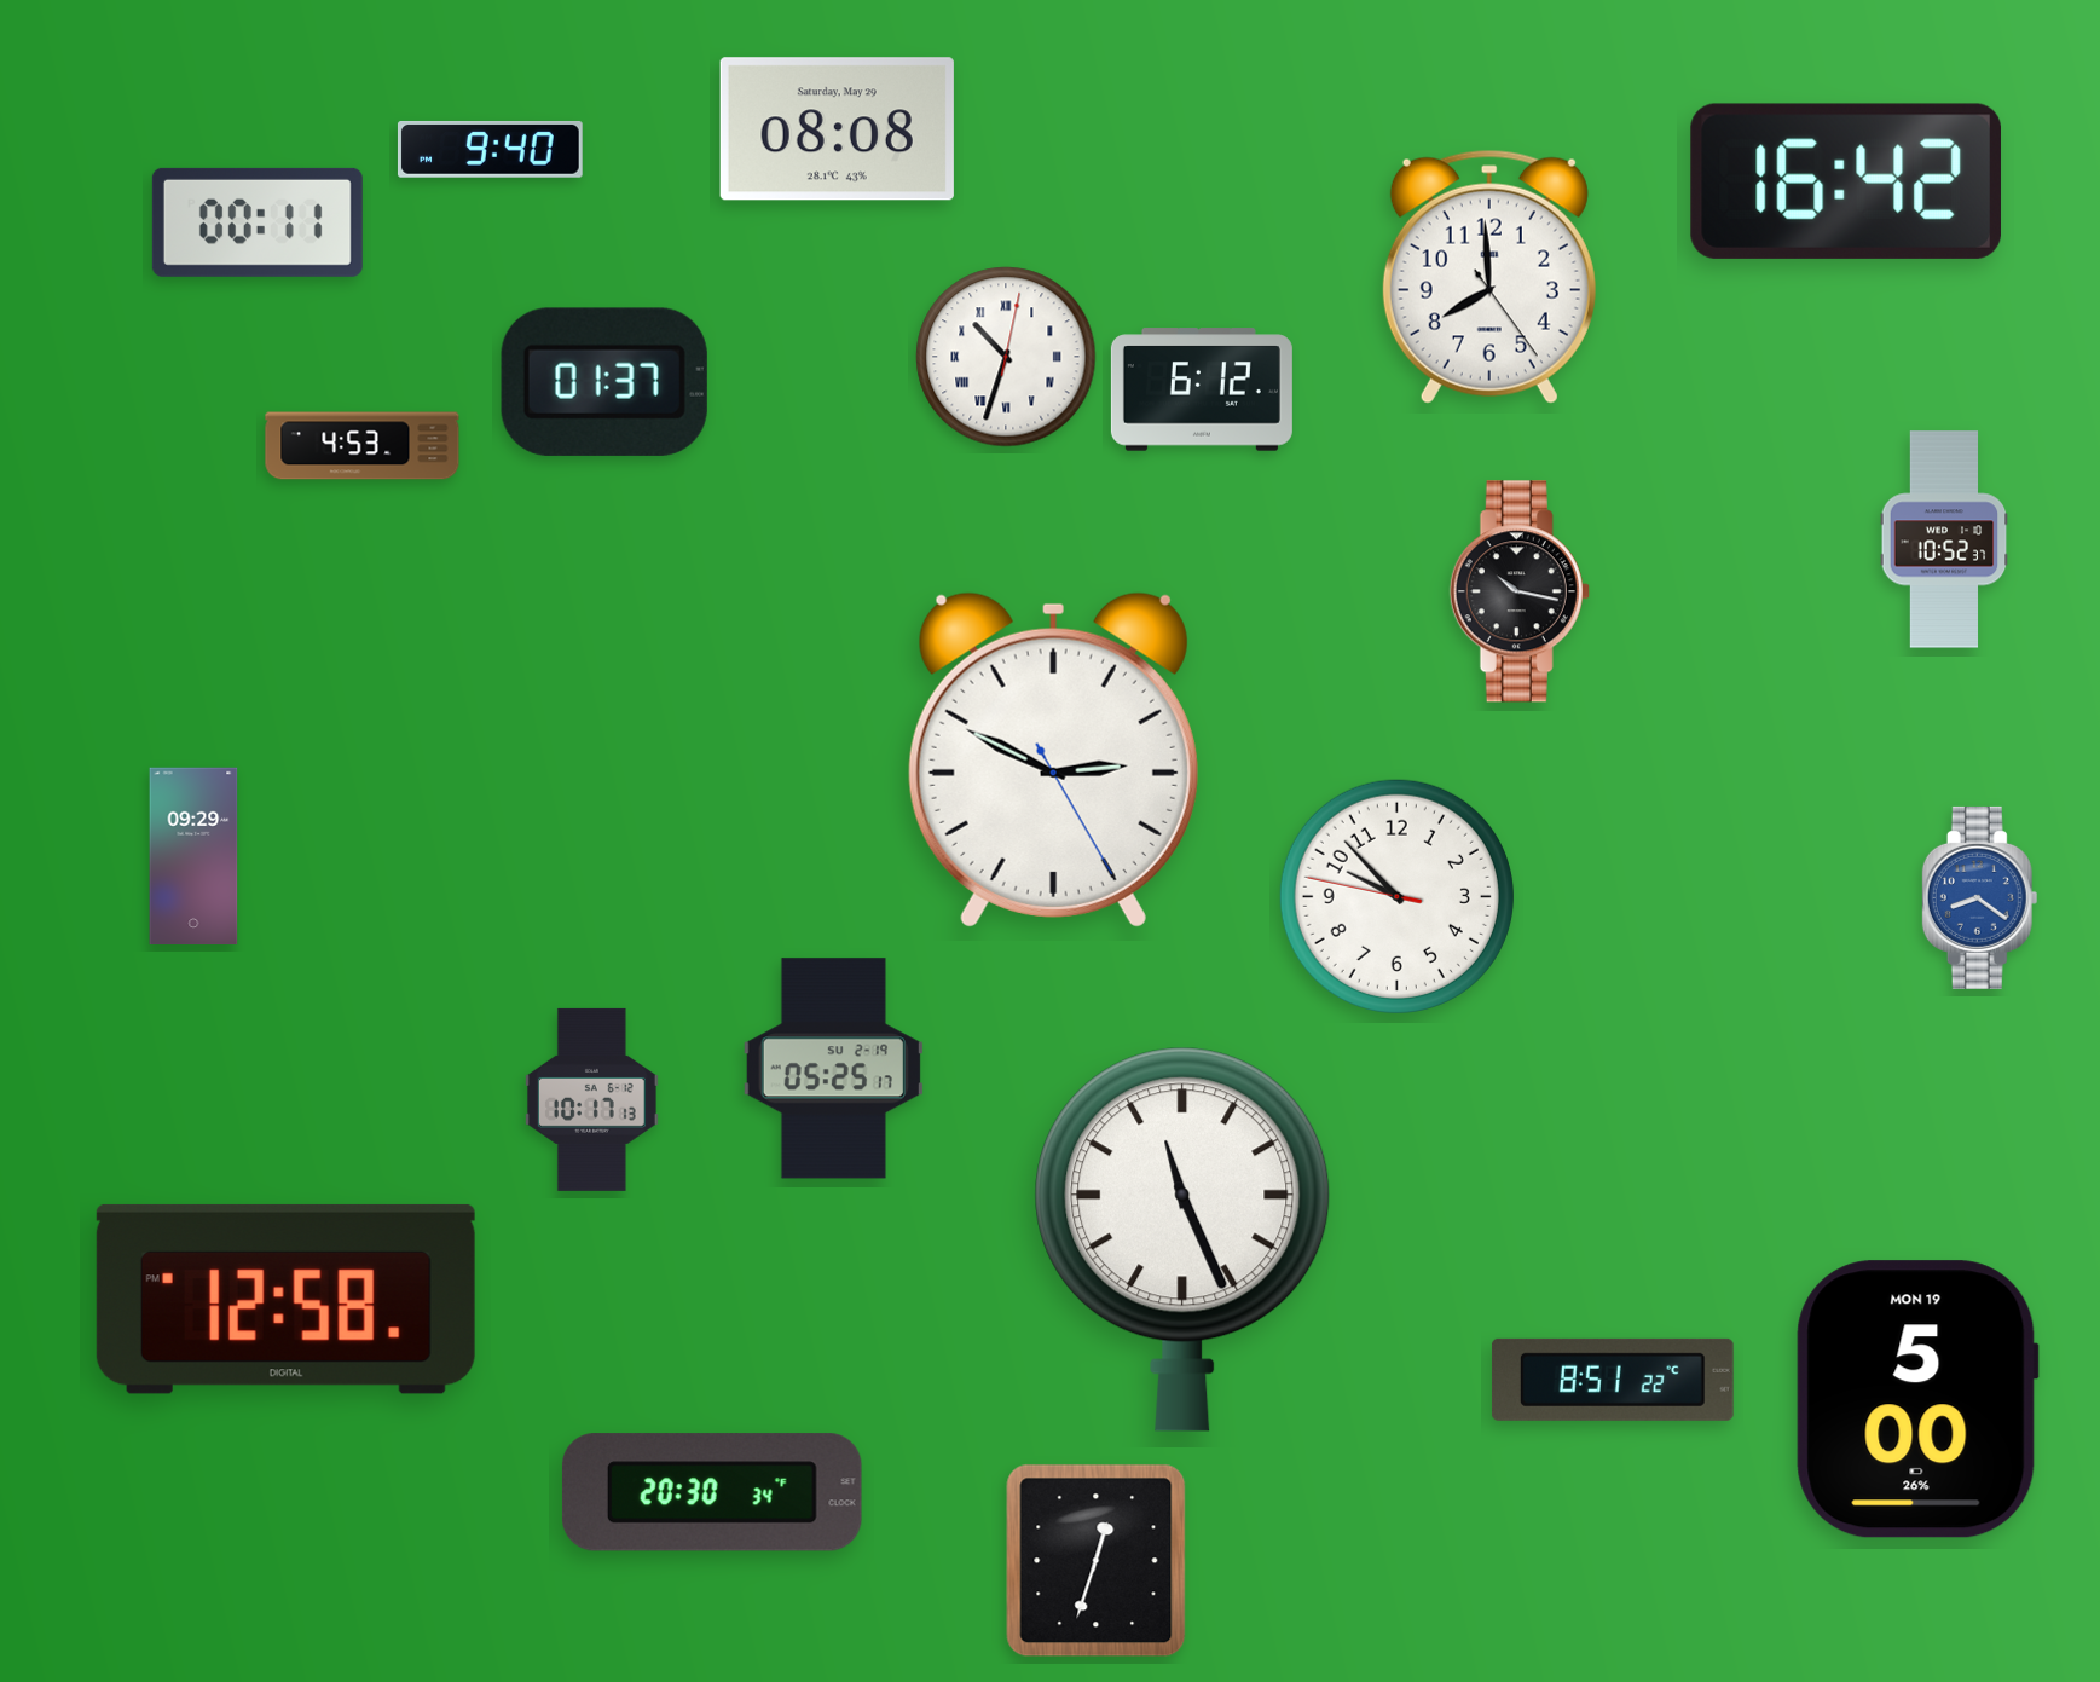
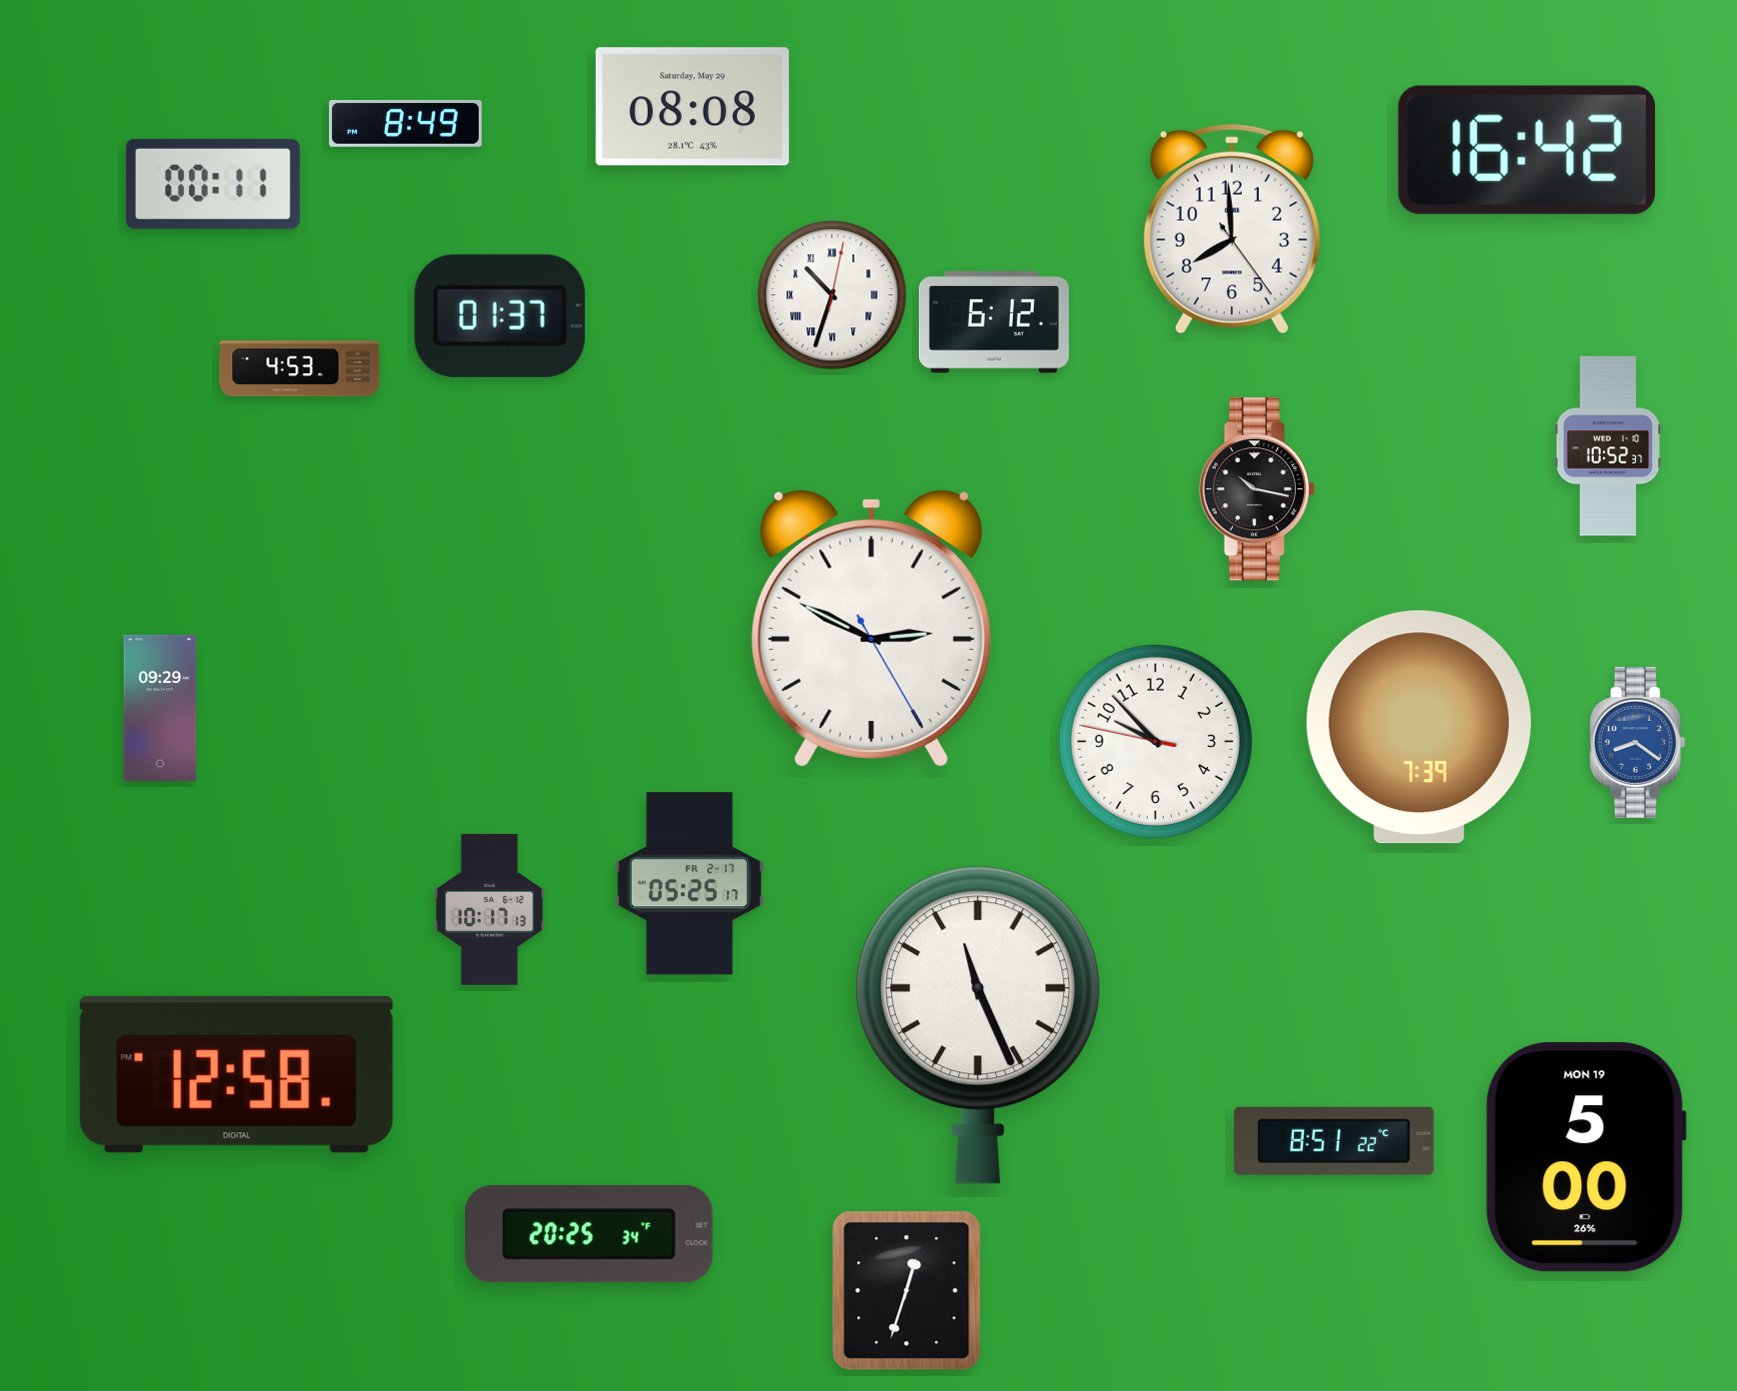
clock at (490, 149): 9:40 -> 8:49
clock at (1419, 727): none -> 7:39
clock at (833, 1069) date: SU 2-19 -> FR 2-17
clock at (712, 1492): 20:30 -> 20:25
